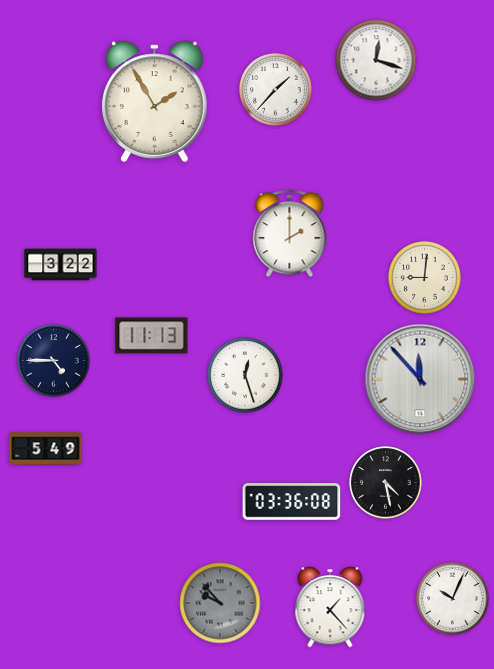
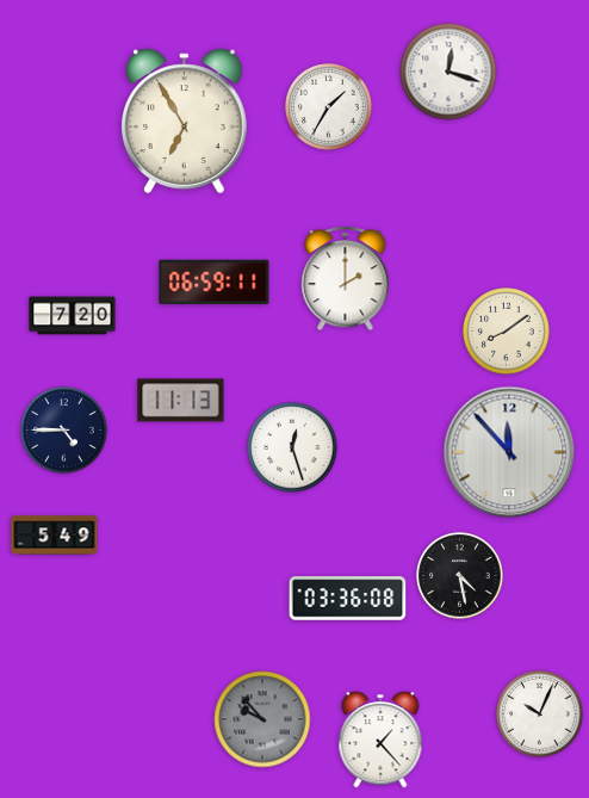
clock at (276, 90): 1:37 -> 1:35
clock at (155, 102): 1:55 -> 6:55
clock at (215, 283): none -> 06:59
clock at (61, 265): 3:22 -> 7:20
clock at (425, 278): 9:01 -> 8:09
clock at (420, 379) position: (420, 379) -> (509, 452)
clock at (330, 607) position: (330, 607) -> (380, 740)
